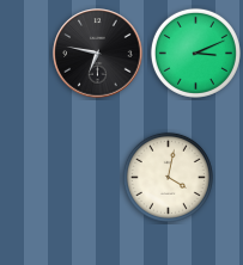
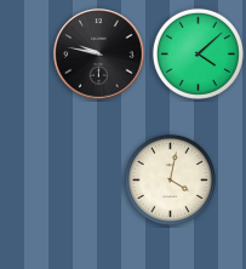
clock at (195, 53): 3:11 -> 4:08
clock at (98, 54): 6:47 -> 9:47
